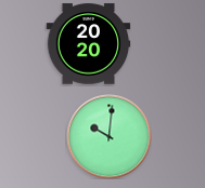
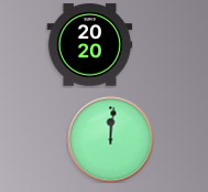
clock at (108, 136): 10:01 -> 12:01
